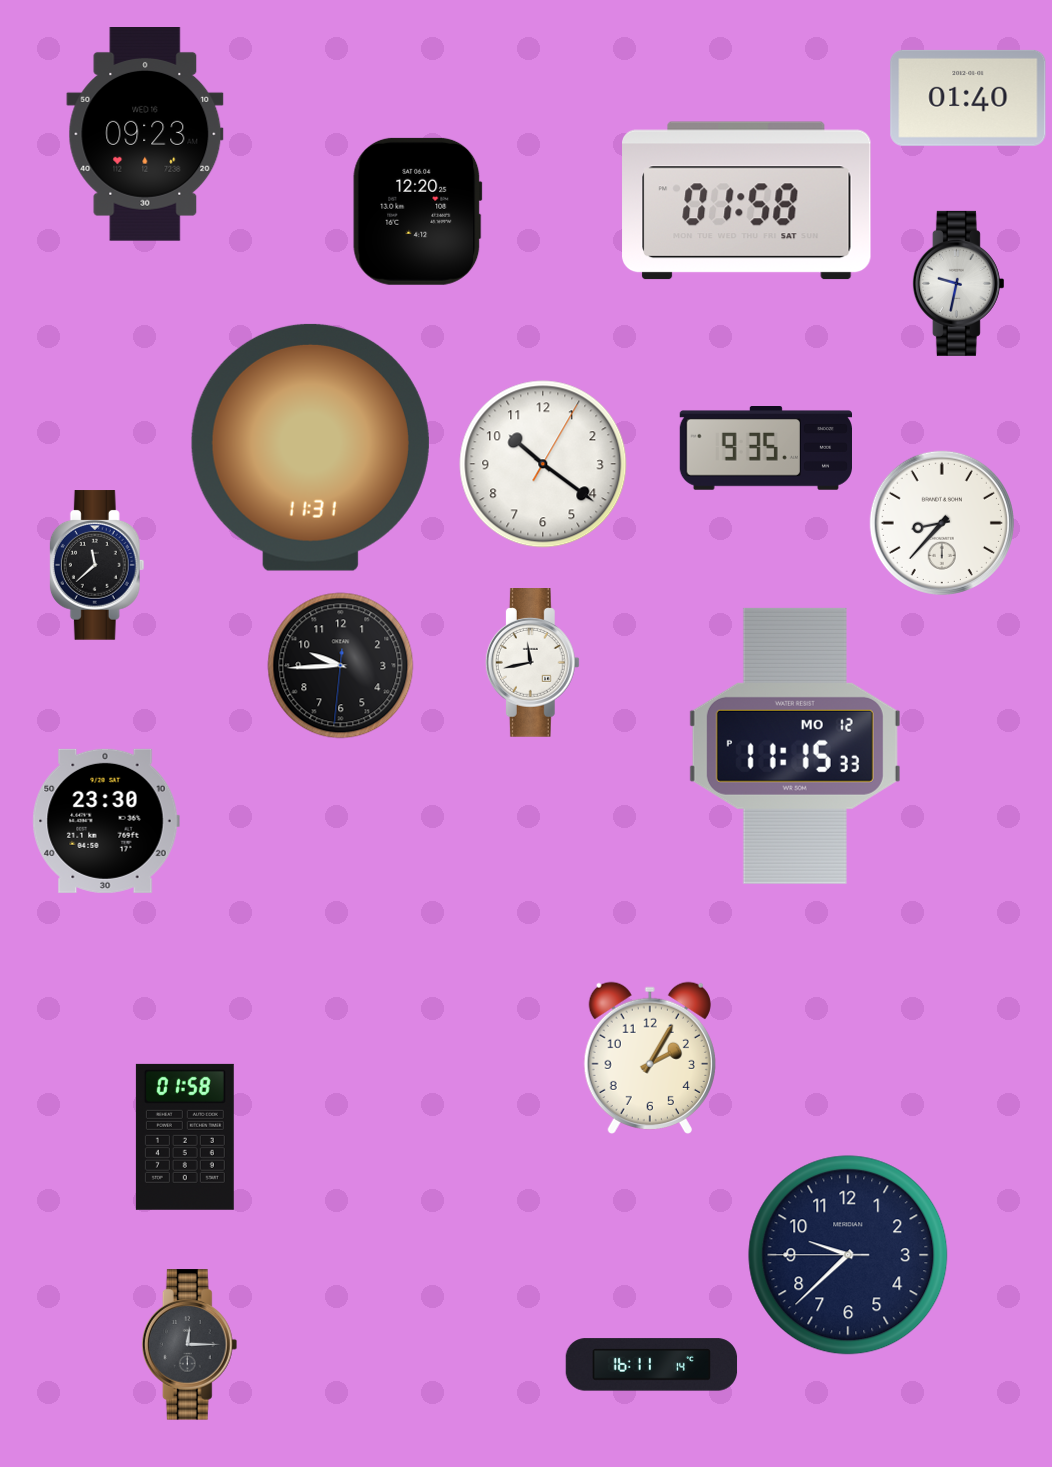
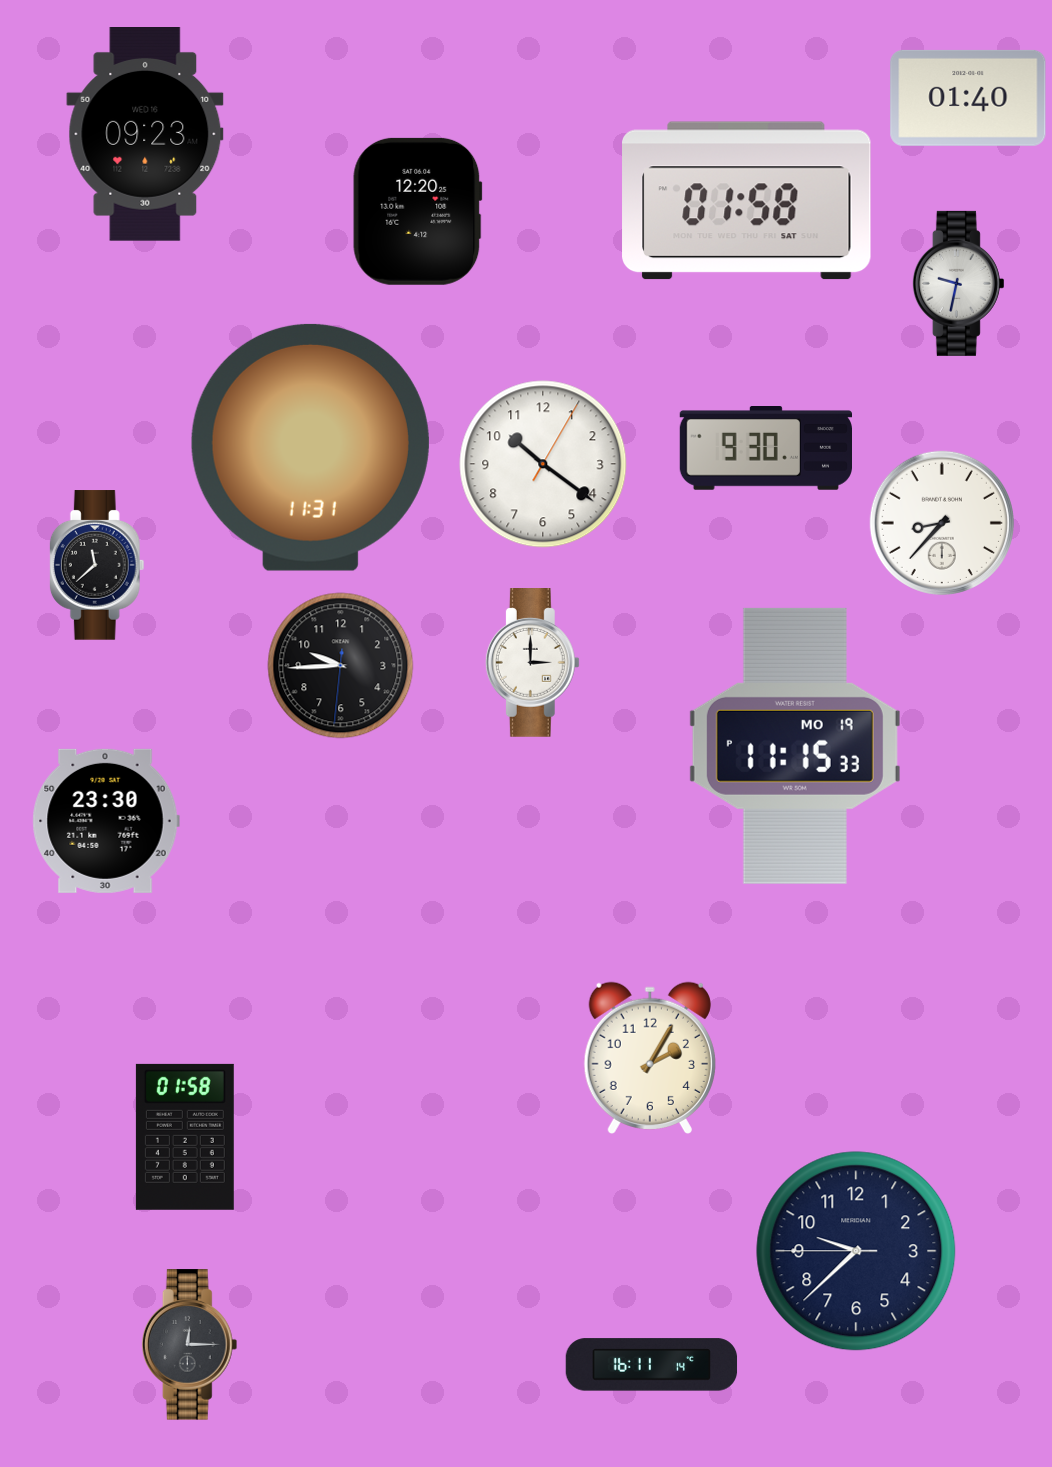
clock at (765, 449): 9:35 -> 9:30
clock at (532, 663): 11:43 -> 3:00
clock at (795, 746) date: MO 12 -> MO 19
clock at (848, 1255) position: (848, 1255) -> (856, 1251)
